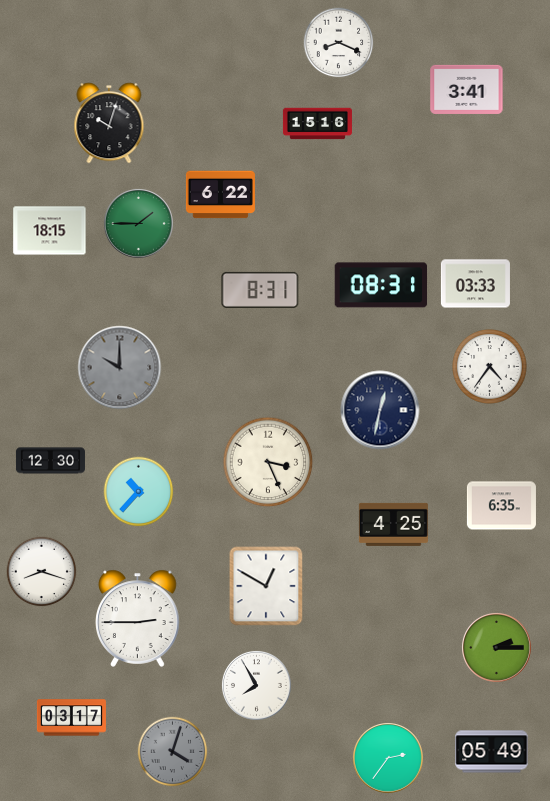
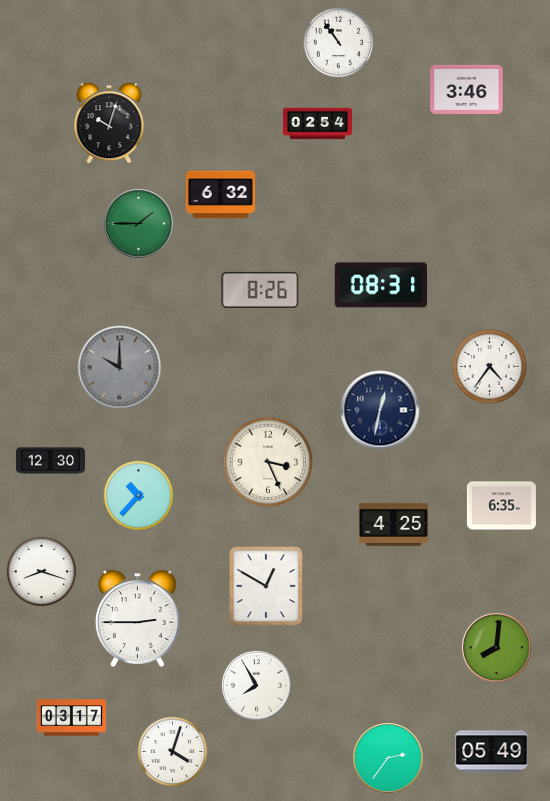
clock at (339, 43): 8:19 -> 10:54
clock at (467, 89): 3:41 -> 3:46
clock at (317, 124): 15:16 -> 02:54
clock at (220, 195): 6:22 -> 6:32
clock at (50, 231): 18:15 -> none
clock at (475, 284): 03:33 -> none
clock at (260, 290): 8:31 -> 8:26
clock at (139, 492) position: (139, 492) -> (139, 496)
clock at (497, 648): 2:15 -> 8:01
clock at (173, 752) dial: grey -> white
